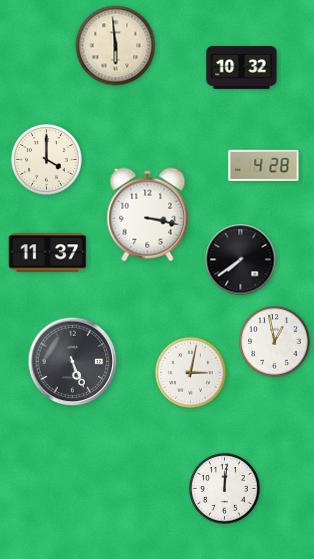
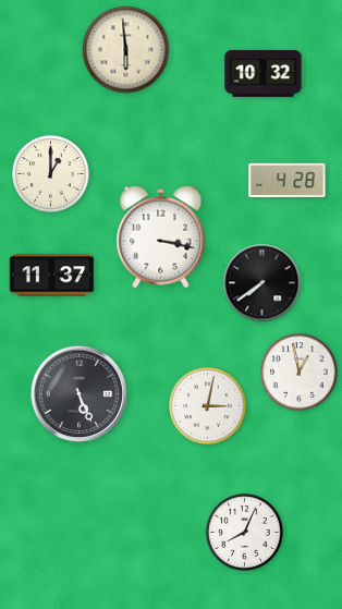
clock at (47, 160): 4:00 -> 1:00
clock at (148, 215) position: (148, 215) -> (161, 237)
clock at (225, 489): 12:01 -> 8:04
